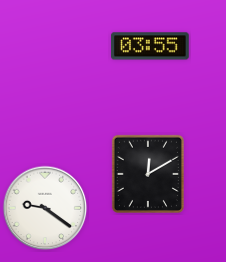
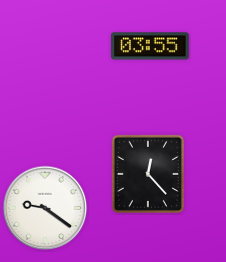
clock at (148, 174): 12:10 -> 12:23
